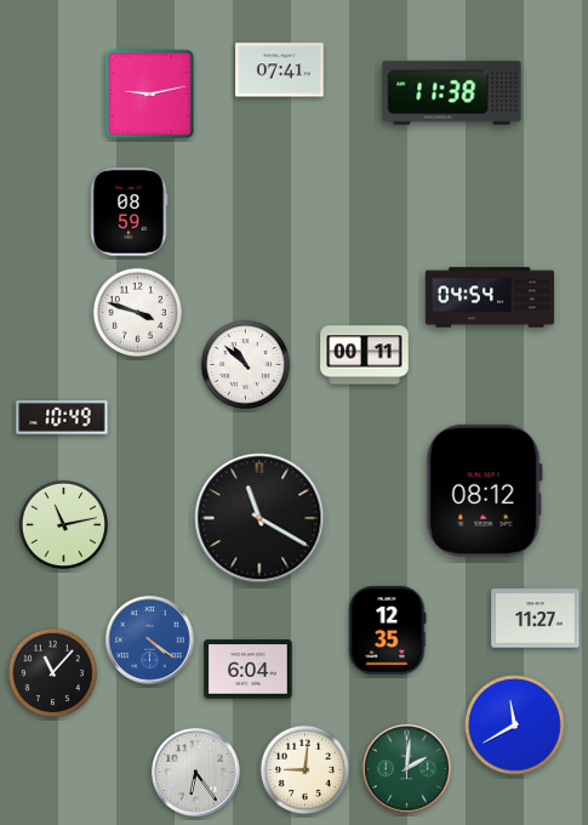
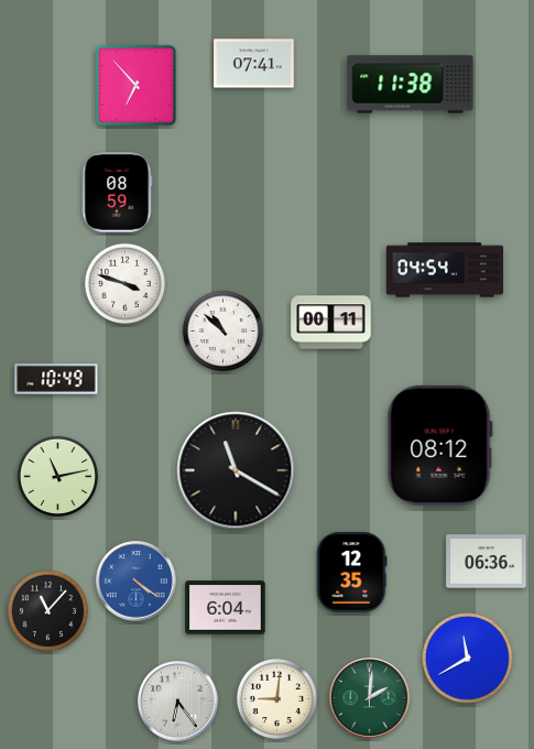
clock at (150, 95): 9:13 -> 6:53
clock at (536, 619): 11:27 -> 06:36
